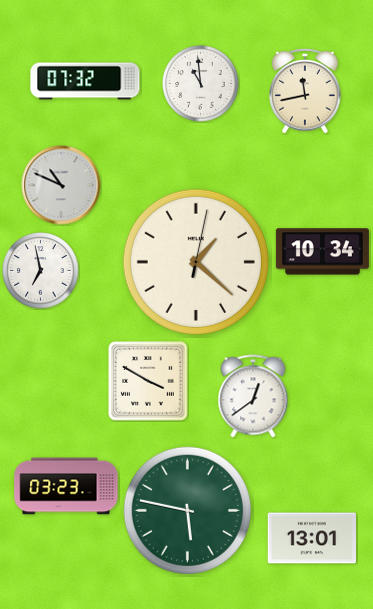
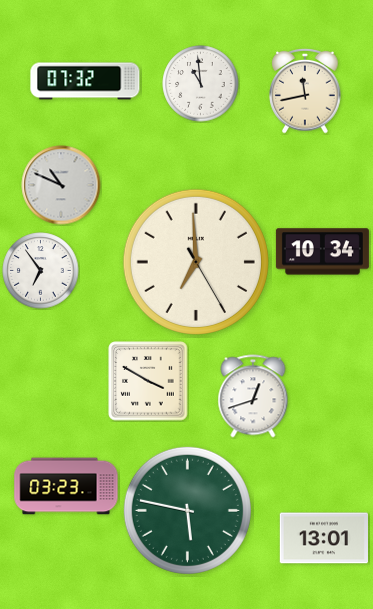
clock at (196, 262): 1:22 -> 6:59
clock at (41, 271): 6:58 -> 6:54
clock at (253, 396): 12:39 -> 12:42
clock at (311, 538) position: (311, 538) -> (323, 538)
